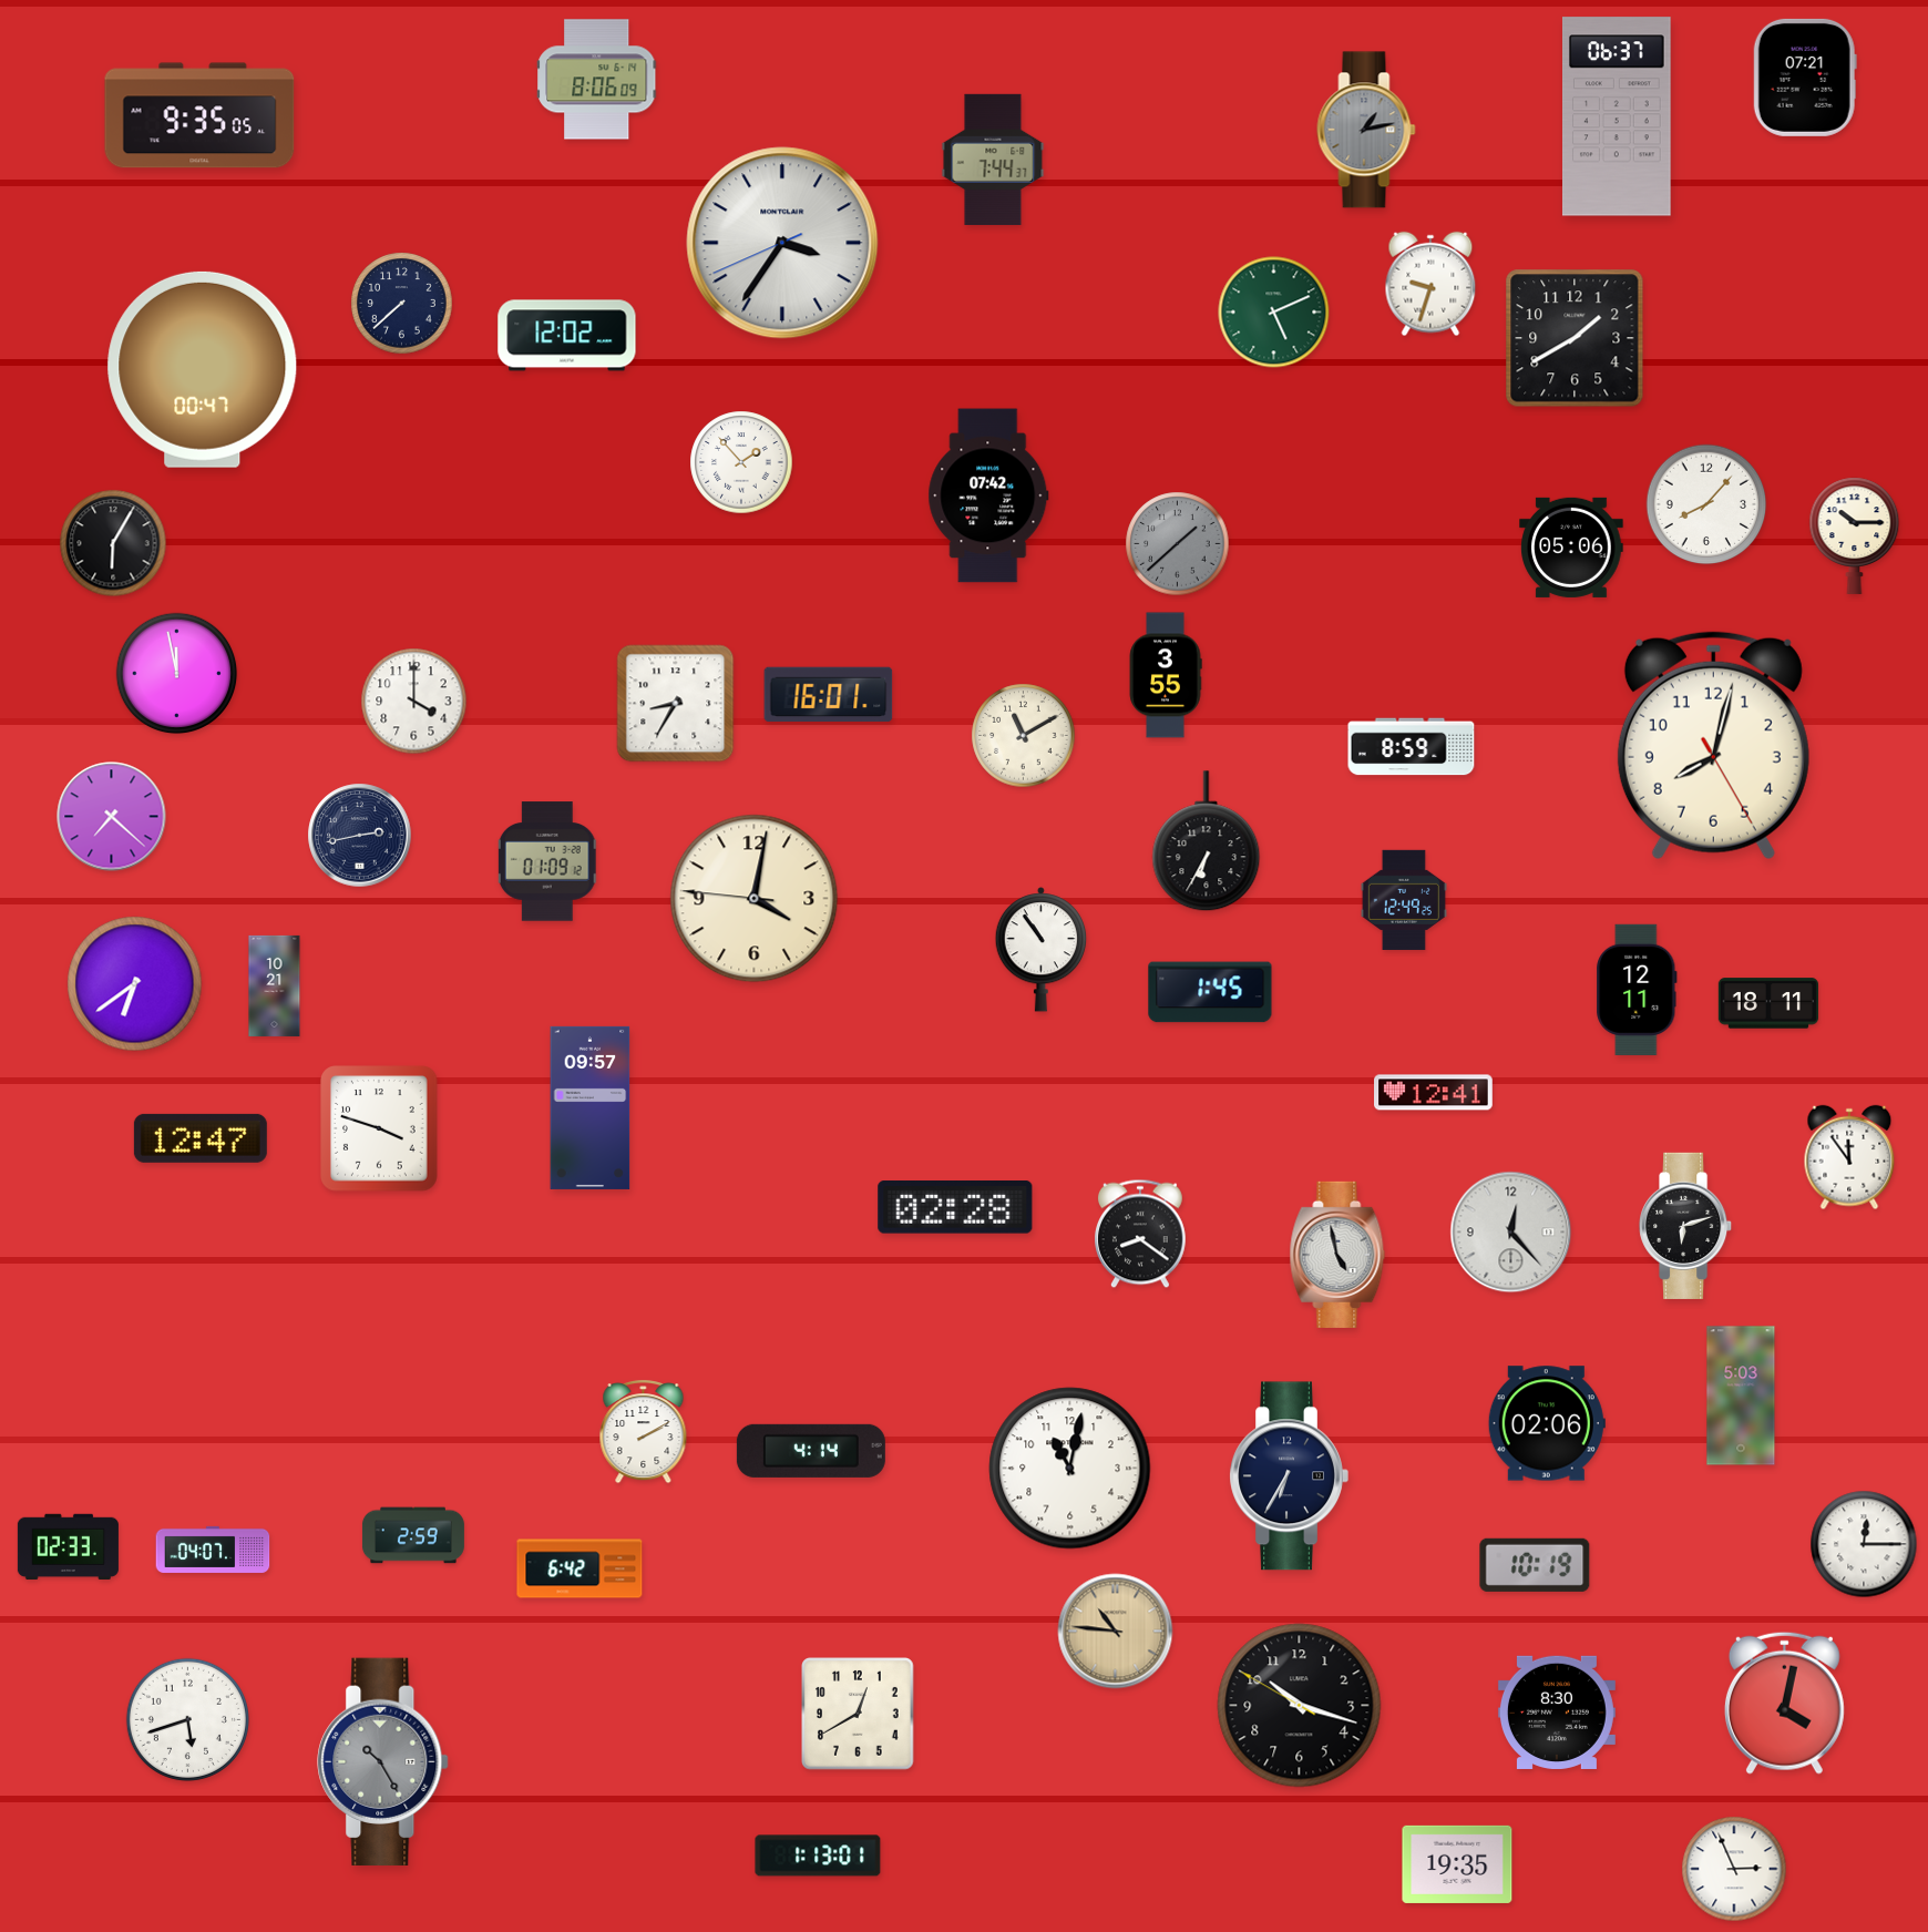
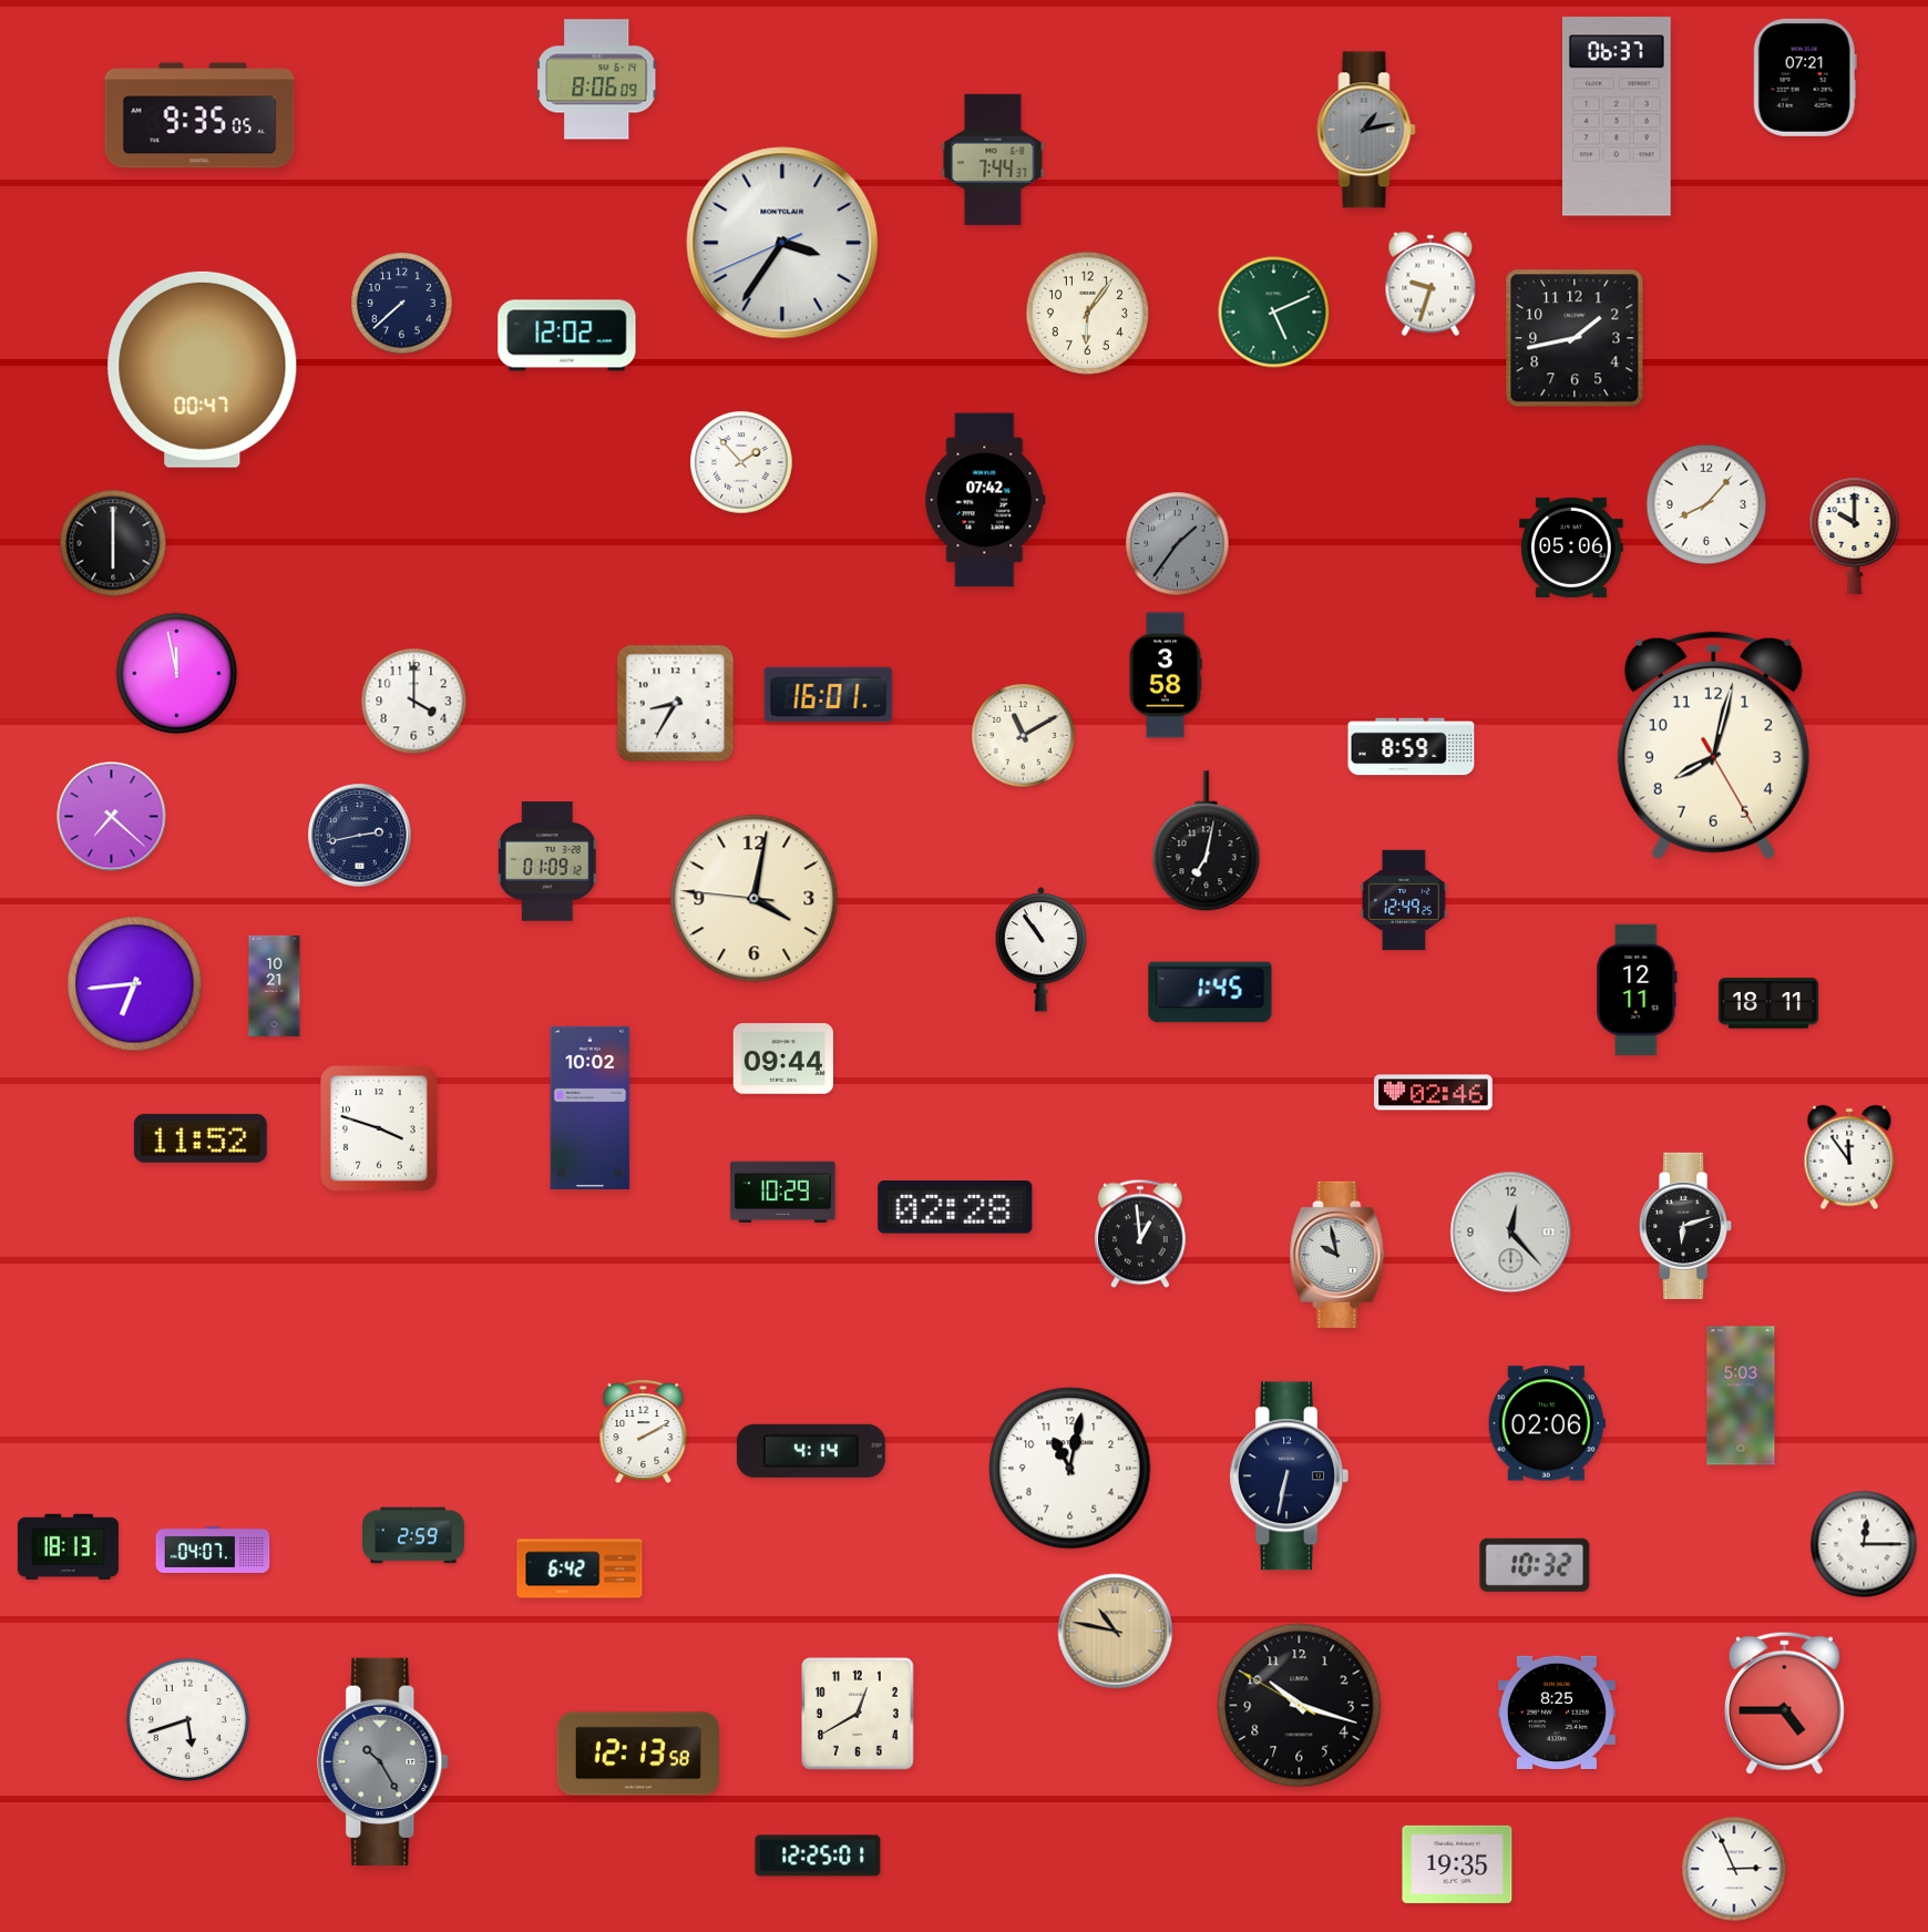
clock at (1087, 313): none -> 6:06
clock at (1575, 338): 1:40 -> 1:43
clock at (988, 495) position: (988, 495) -> (985, 500)
clock at (1855, 535): 10:15 -> 10:00
clock at (113, 543): 6:05 -> 6:00
clock at (1178, 544): 1:38 -> 1:36
clock at (1166, 675): 3:55 -> 3:58
clock at (1207, 841): 6:35 -> 7:02
clock at (135, 984): 6:39 -> 6:44
clock at (783, 1059): none -> 09:44
clock at (1434, 1093): 12:41 -> 02:46
clock at (591, 1107): 09:57 -> 10:02
clock at (201, 1138): 12:47 -> 11:52
clock at (783, 1193): none -> 10:29
clock at (1140, 1234): 8:21 -> 12:59
clock at (1337, 1255): 4:58 -> 9:58
clock at (1289, 1476): 6:35 -> 6:32
clock at (68, 1546): 02:33 -> 18:13
clock at (1535, 1565): 10:19 -> 10:32
clock at (1116, 1632): 10:46 -> 10:47
clock at (1784, 1703): 4:02 -> 4:45
clock at (1557, 1713): 8:30 -> 8:25
clock at (638, 1754): none -> 12:13
clock at (818, 1856): 1:13 -> 12:25
